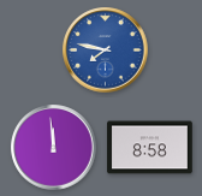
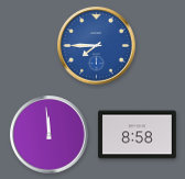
clock at (106, 51): 7:47 -> 7:45
